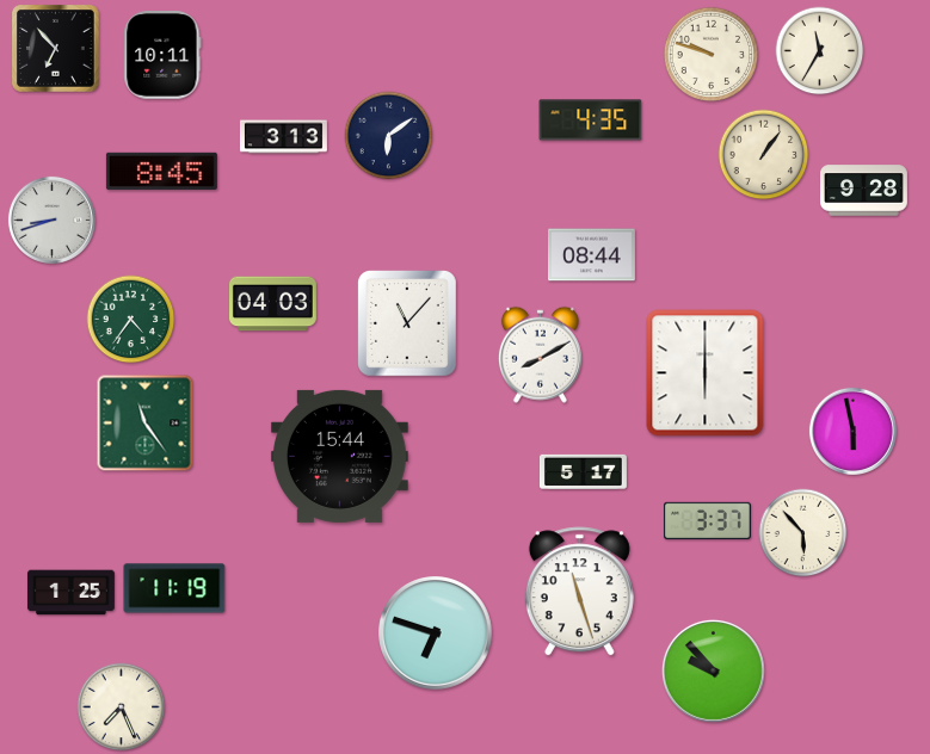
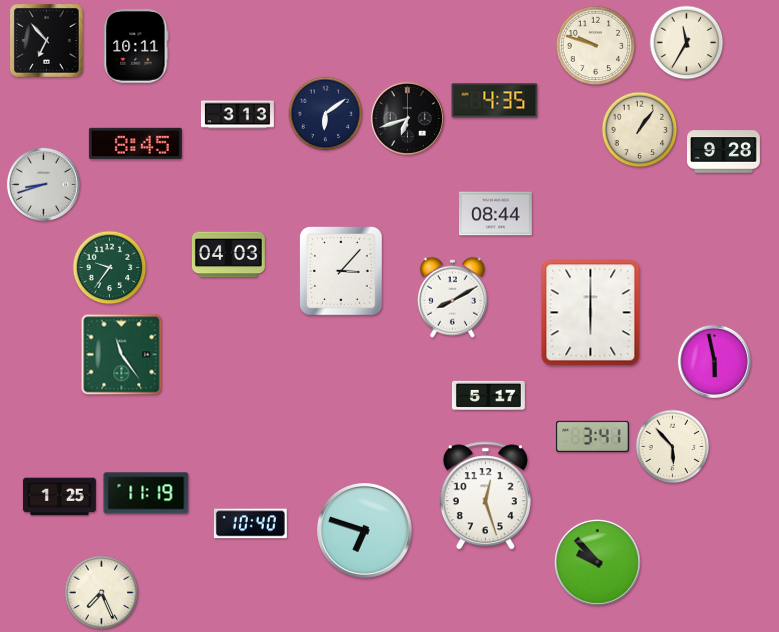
clock at (407, 118): none -> 6:42
clock at (864, 191) position: (864, 191) -> (724, 152)
clock at (131, 320): 4:36 -> 9:36
clock at (408, 325): 11:07 -> 3:07
clock at (339, 456): 15:44 -> none
clock at (707, 520): 3:37 -> 3:41
clock at (579, 592): 11:27 -> 12:27
clock at (250, 524): none -> 10:40
